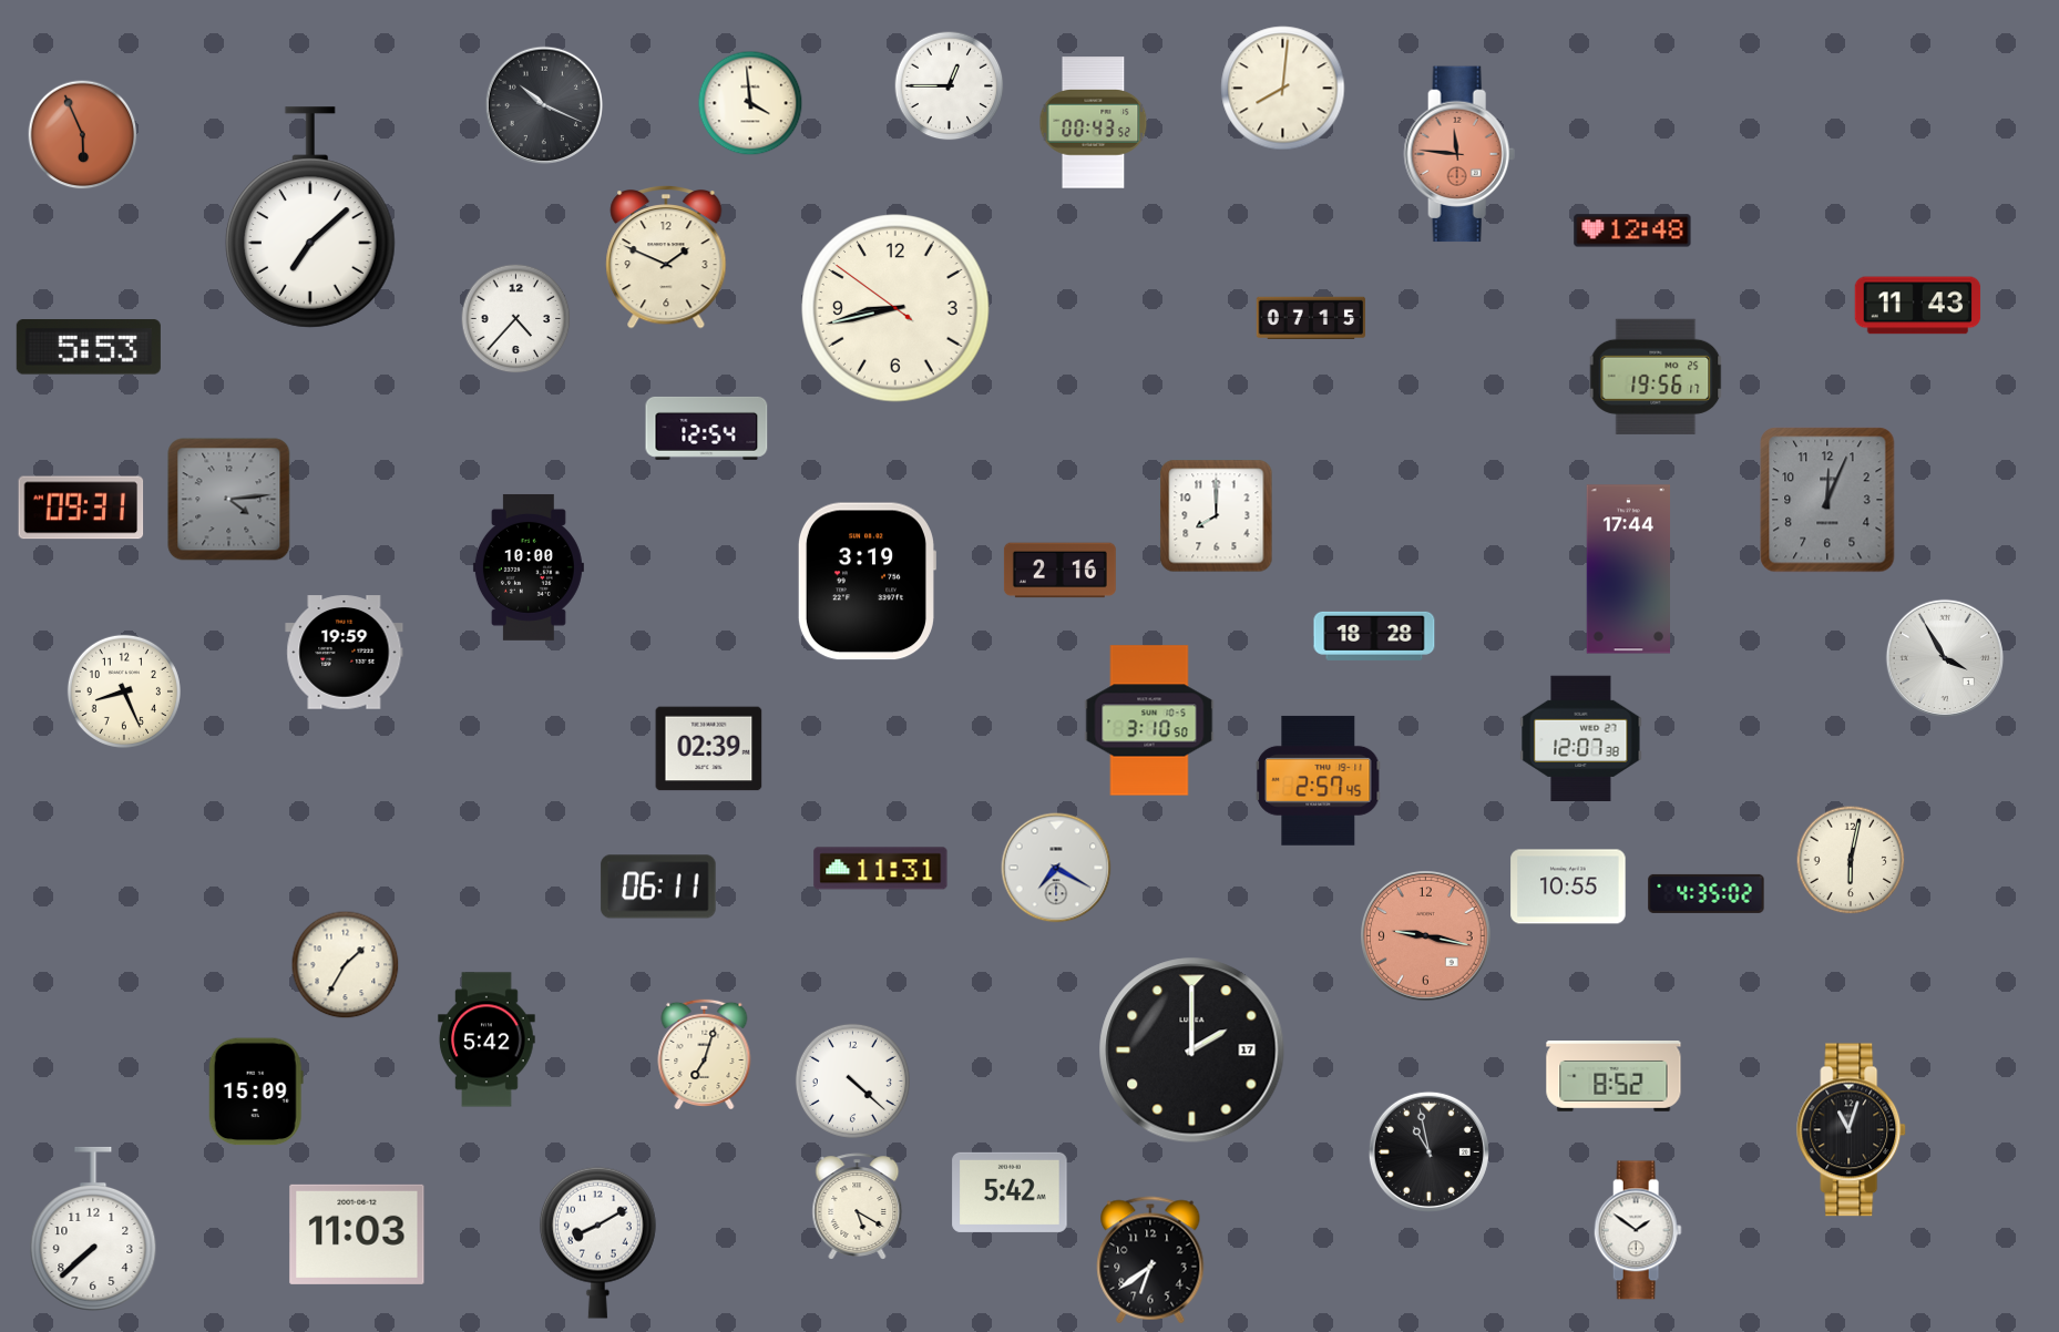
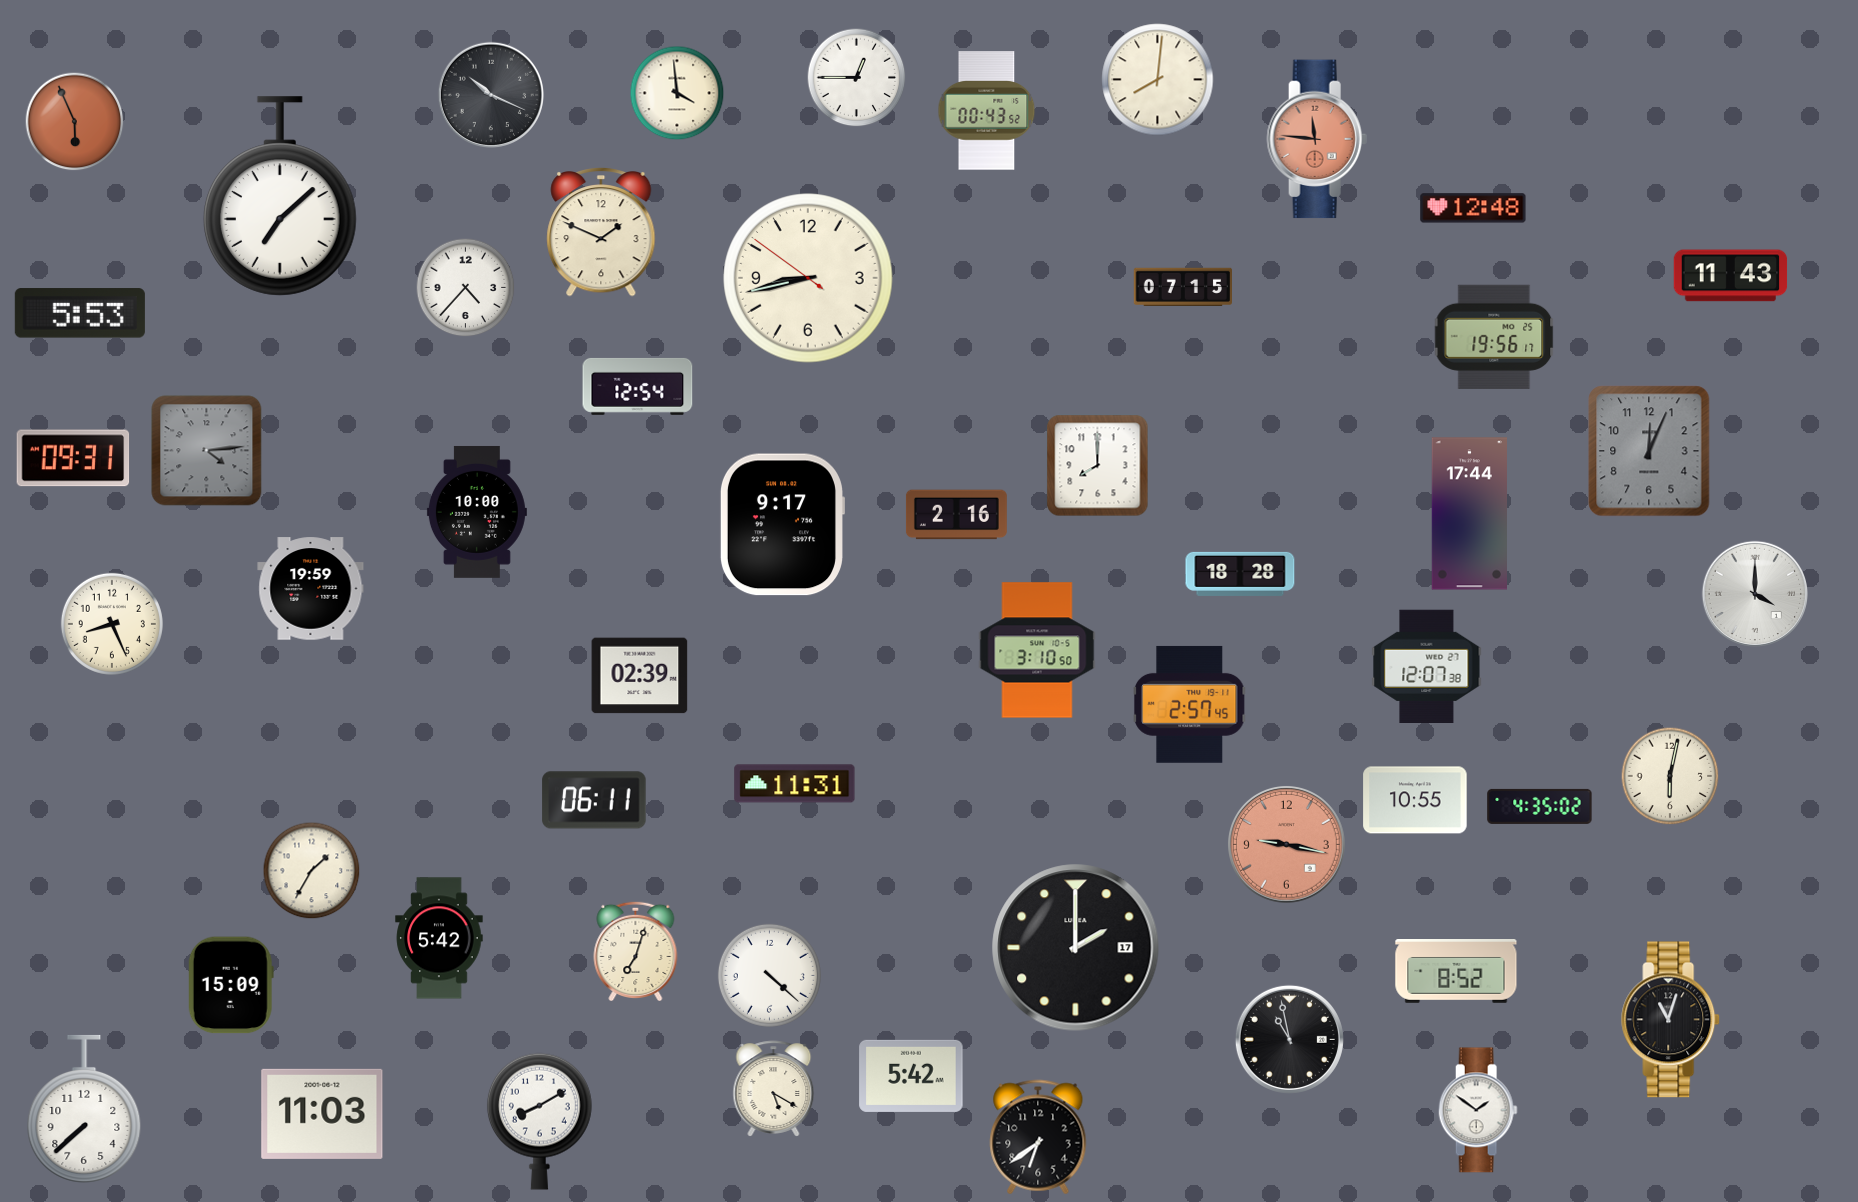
clock at (1656, 377) position: (1656, 377) -> (1494, 337)
clock at (867, 582): 3:19 -> 9:17
clock at (1944, 657): 3:55 -> 4:00
clock at (1056, 868): 7:20 -> none
